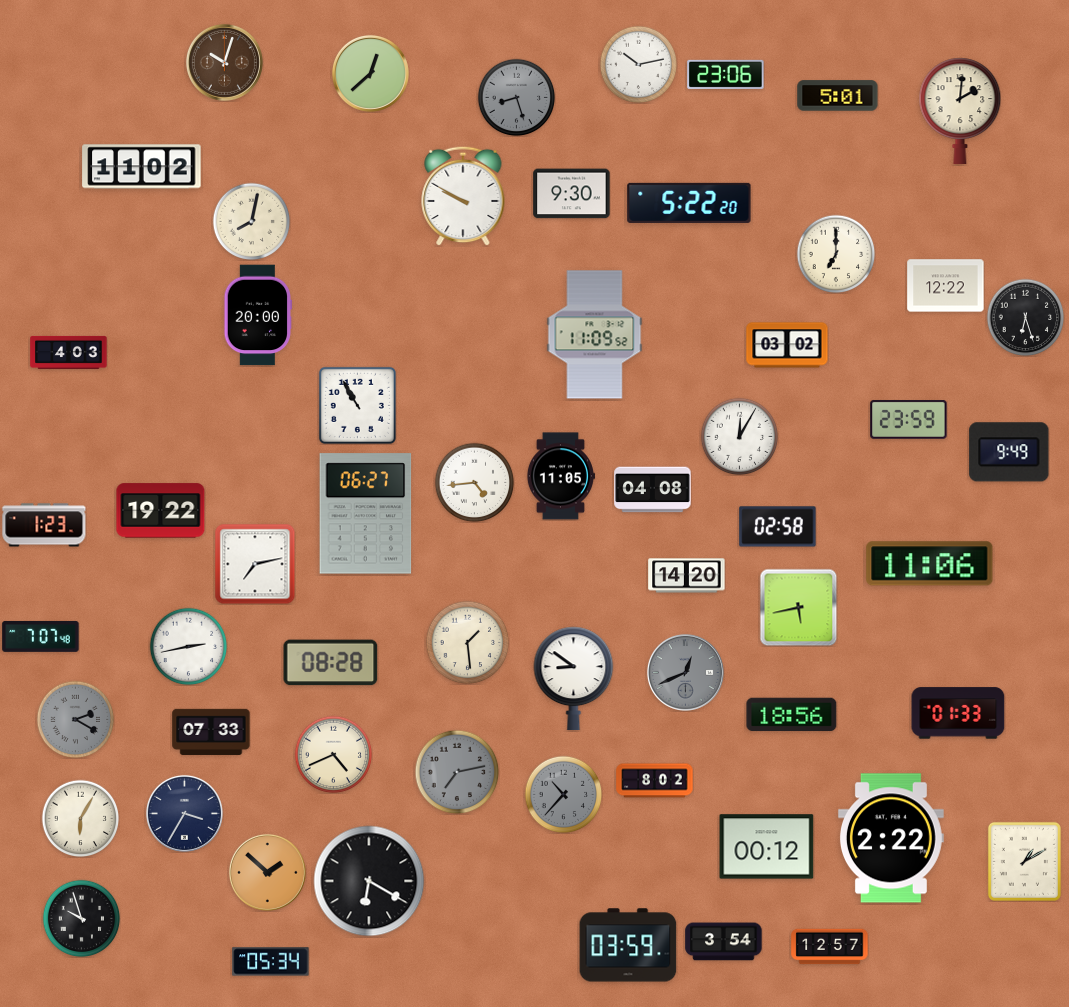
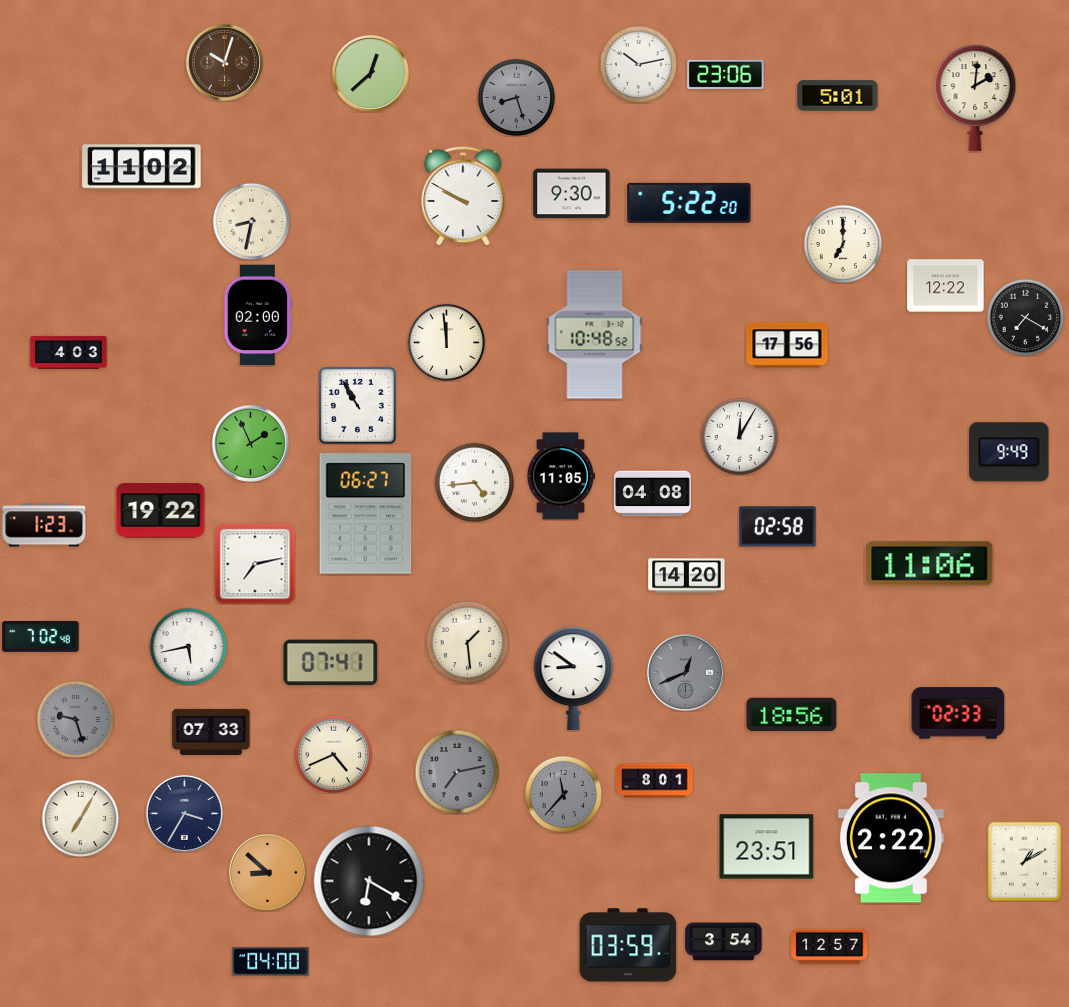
clock at (960, 111) position: (960, 111) -> (975, 98)
clock at (251, 221): 8:02 -> 8:32
clock at (836, 254) position: (836, 254) -> (843, 244)
clock at (258, 315): 20:00 -> 02:00
clock at (1025, 317): 6:27 -> 7:20
clock at (595, 335): 11:09 -> 10:48
clock at (446, 342): none -> 11:59
clock at (787, 345): 03:02 -> 17:56
clock at (909, 420): 23:59 -> none
clock at (250, 443): none -> 1:56
clock at (653, 490) position: (653, 490) -> (653, 494)
clock at (798, 607): 5:43 -> none
clock at (41, 636): 7:07 -> 7:02
clock at (188, 646): 2:43 -> 5:43
clock at (331, 663): 08:28 -> 07:41
clock at (958, 713): 01:33 -> 02:33
clock at (75, 719): 2:20 -> 9:27
clock at (655, 781): 8:02 -> 8:01
clock at (563, 794): 10:37 -> 11:37
clock at (80, 818): 6:05 -> 7:05
clock at (767, 847): 00:12 -> 23:51
clock at (267, 872): 1:52 -> 8:52
clock at (81, 918): 9:57 -> none
clock at (271, 962): 05:34 -> 04:00
